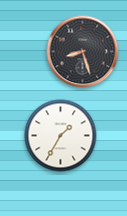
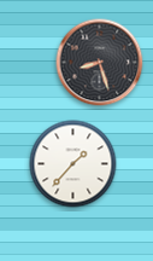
clock at (61, 136): 1:35 -> 1:37
